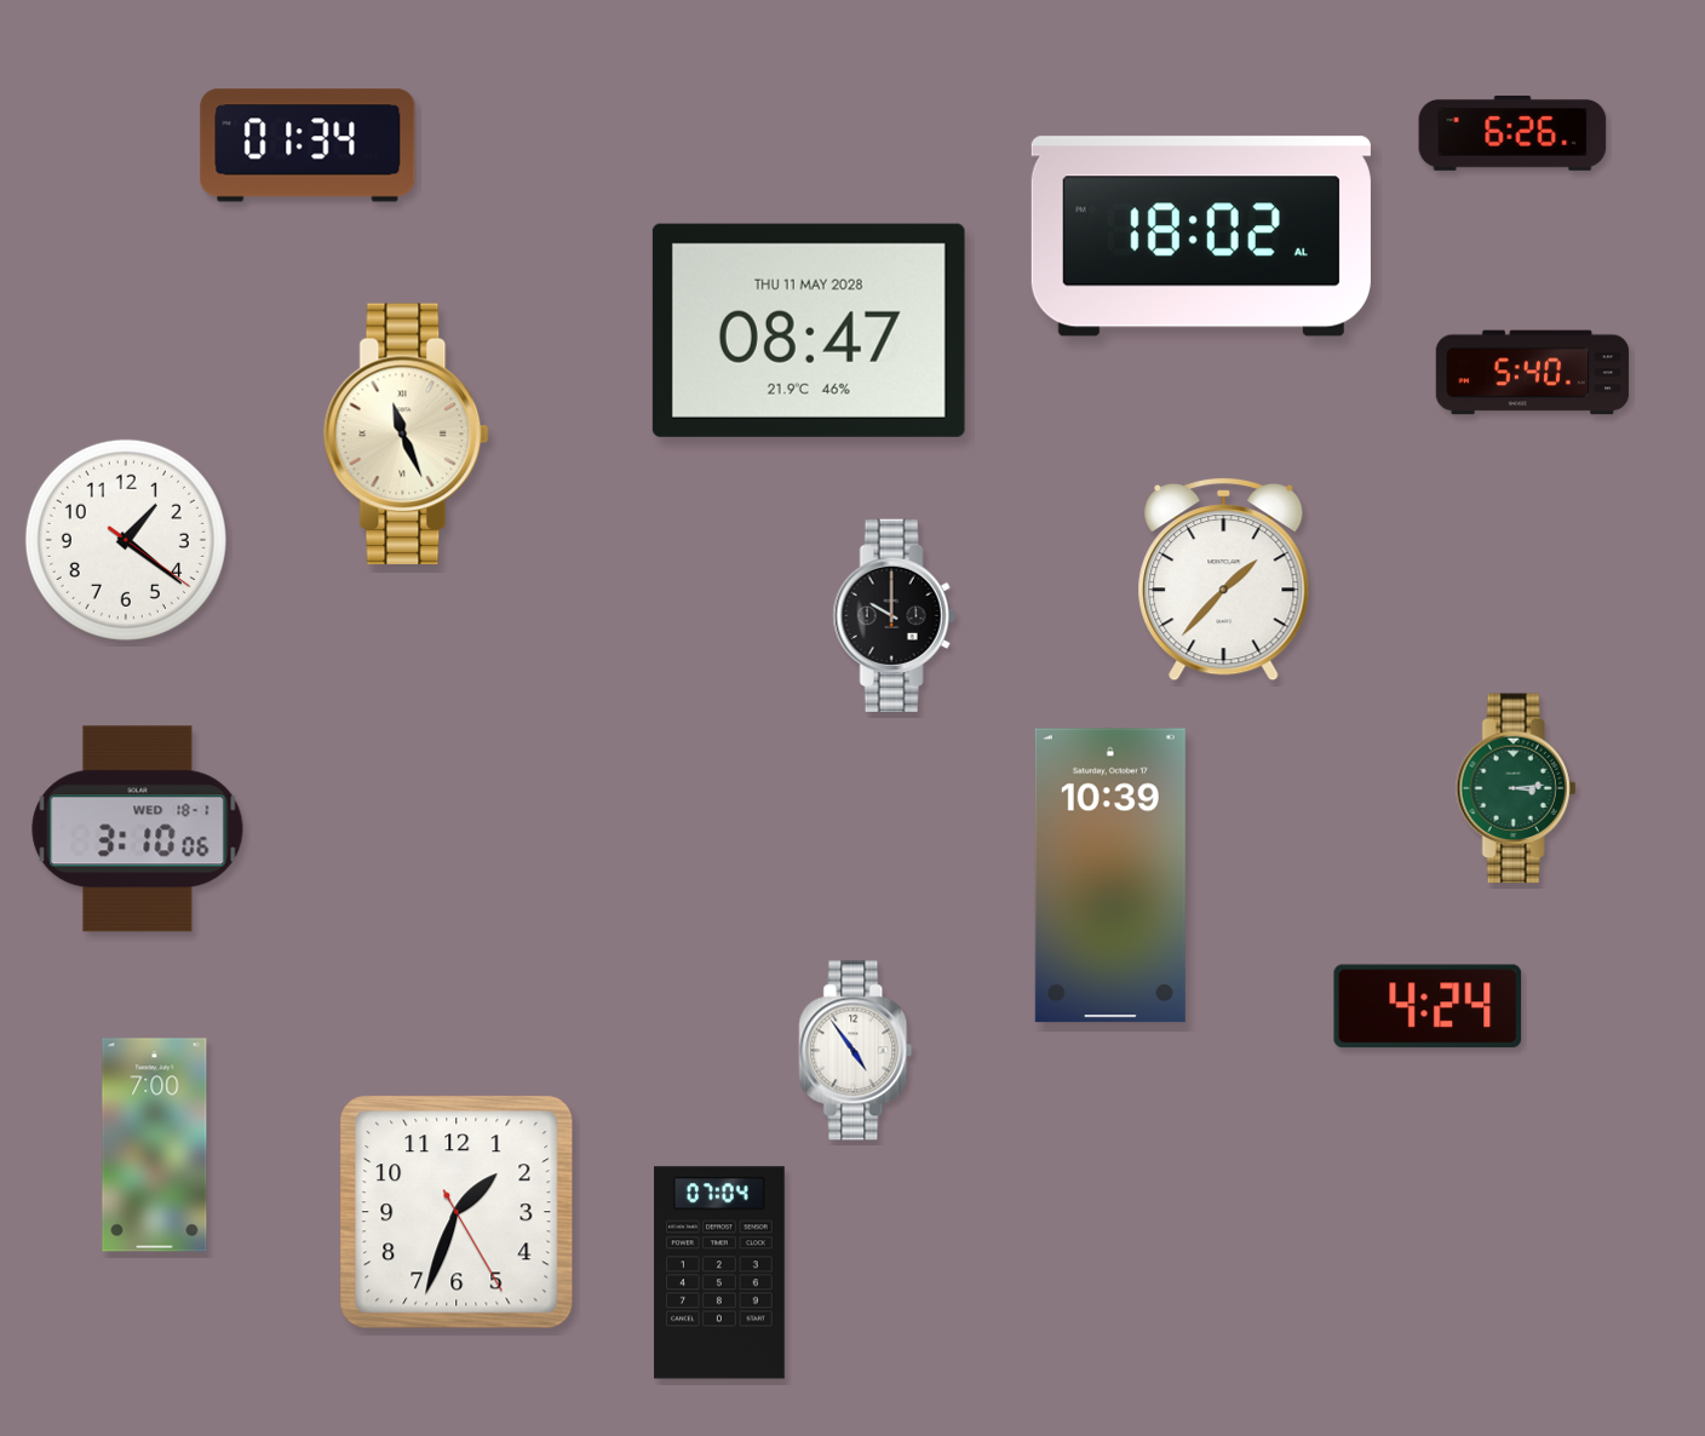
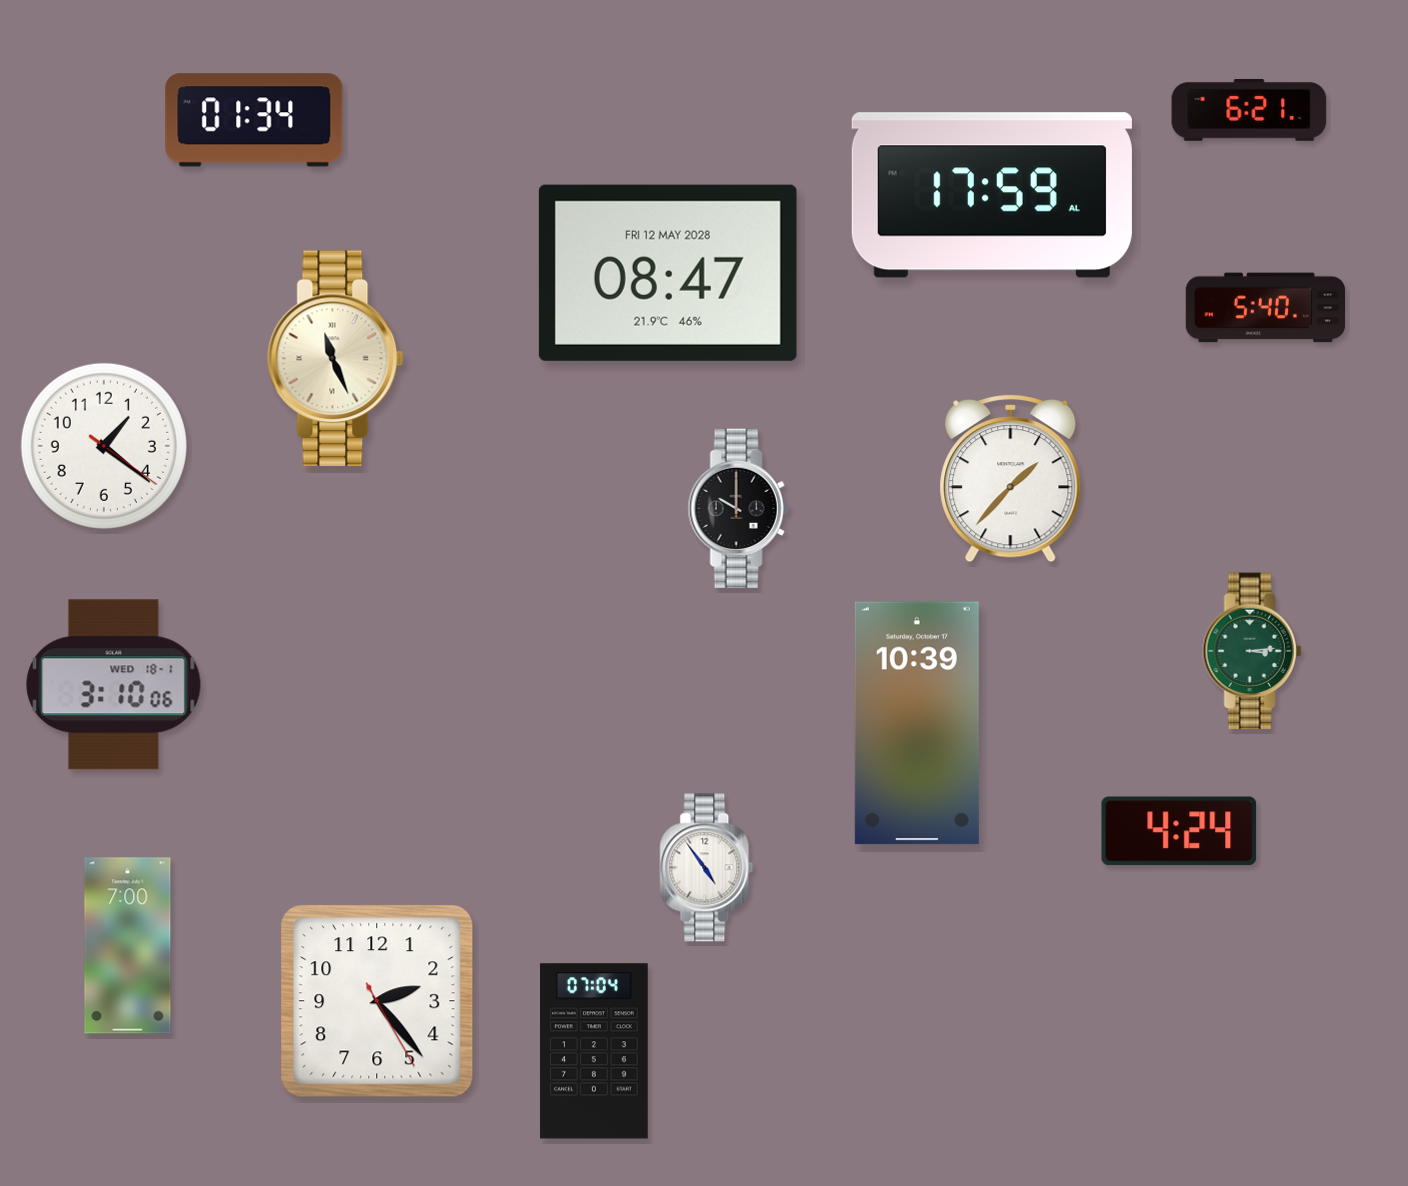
clock at (1512, 133): 6:26 -> 6:21
clock at (1201, 236): 18:02 -> 17:59
clock at (809, 331) date: THU 11 MAY 2028 -> FRI 12 MAY 2028
clock at (457, 1212): 1:33 -> 2:23
